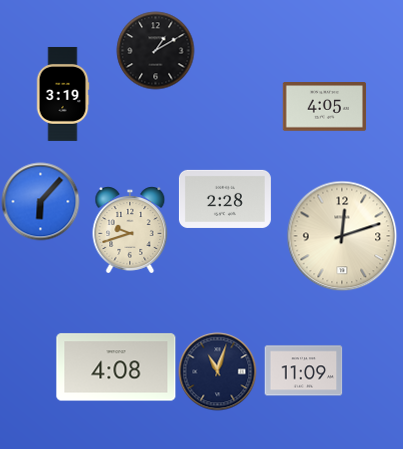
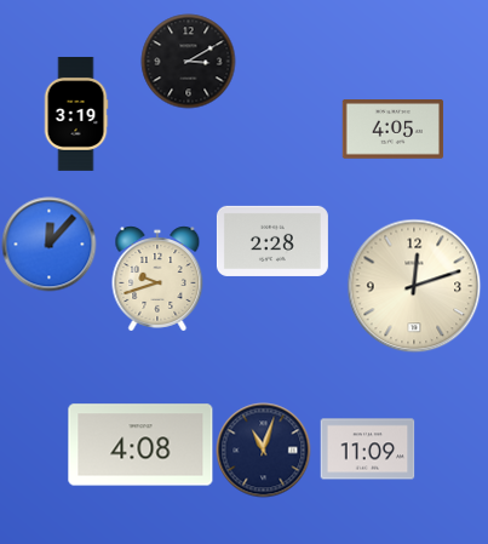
clock at (155, 50): 1:10 -> 3:10
clock at (40, 201): 6:07 -> 12:07
